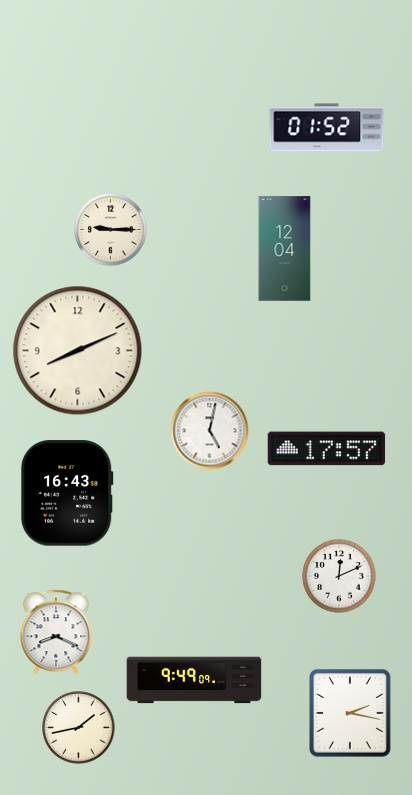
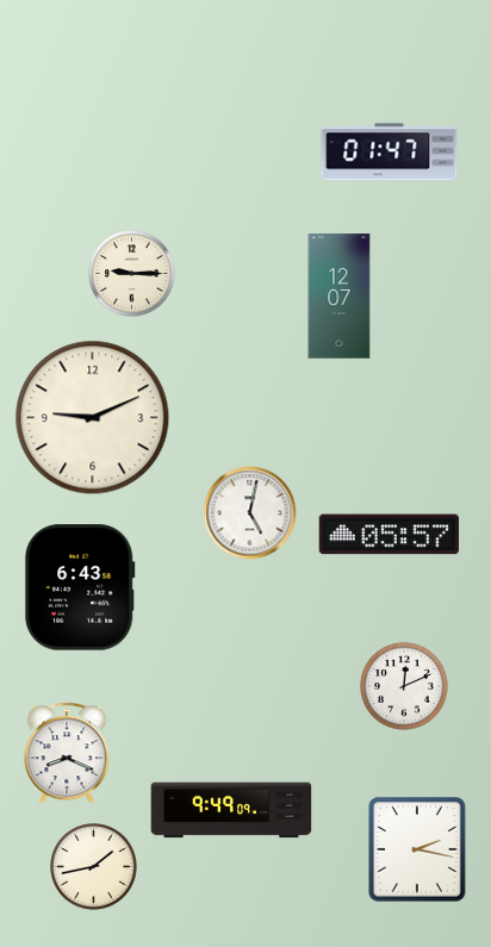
clock at (327, 128): 01:52 -> 01:47
clock at (285, 249): 12:04 -> 12:07
clock at (78, 351): 8:11 -> 9:11
clock at (327, 449): 17:57 -> 05:57
clock at (68, 493): 16:43 -> 6:43
